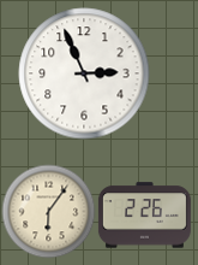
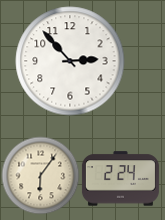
clock at (84, 73): 2:56 -> 2:53
clock at (144, 216): 2:26 -> 2:24
